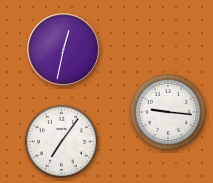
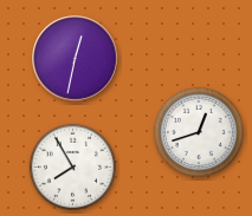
clock at (168, 112): 9:16 -> 12:42
clock at (61, 141): 7:06 -> 7:55
